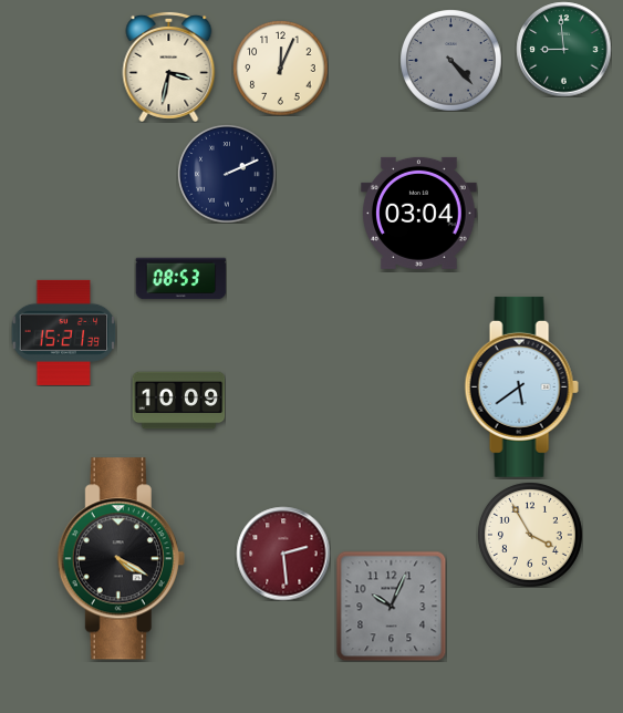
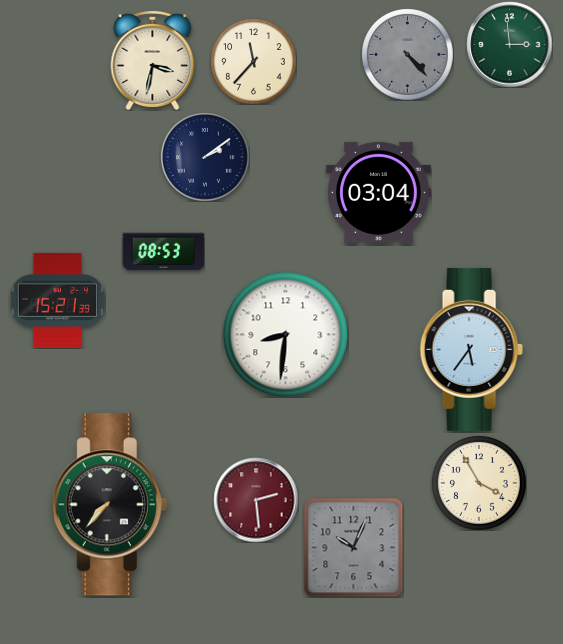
clock at (563, 49): 8:59 -> 2:59
clock at (280, 68): 12:04 -> 11:37
clock at (227, 174): 2:11 -> 2:09
clock at (285, 334): none -> 8:31
clock at (521, 386): 5:39 -> 5:36
clock at (178, 401): 10:09 -> none
clock at (121, 559): 4:20 -> 7:37
